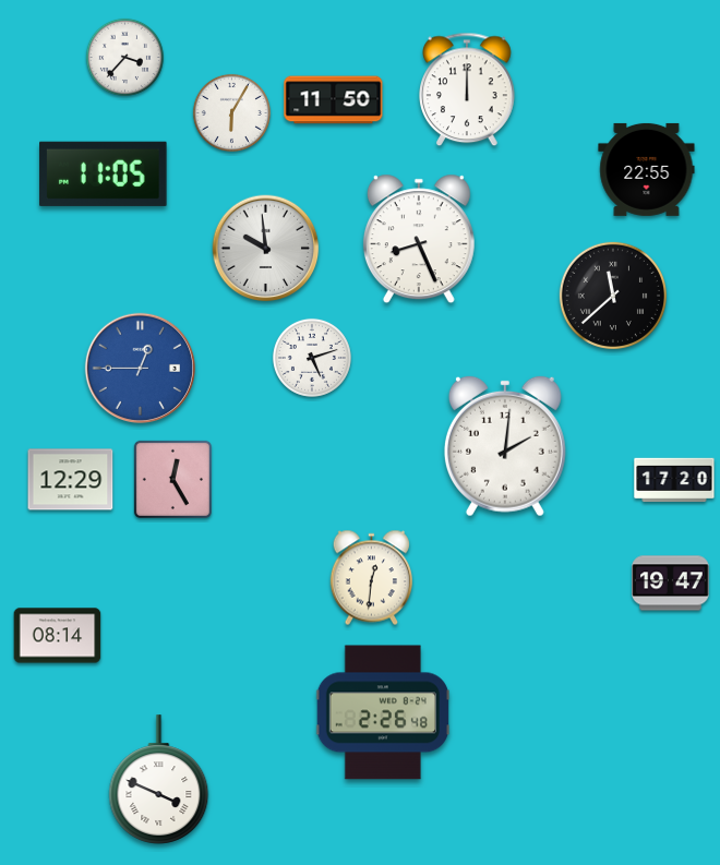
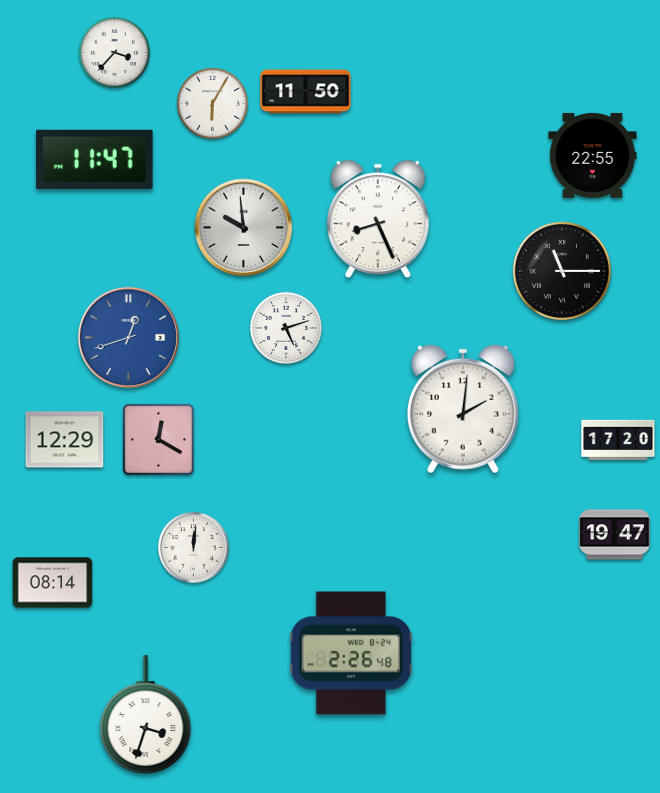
clock at (468, 89): 12:00 -> none
clock at (104, 173): 11:05 -> 11:47
clock at (419, 239) position: (419, 239) -> (378, 219)
clock at (613, 296): 11:38 -> 11:15
clock at (140, 368): 12:45 -> 12:42
clock at (172, 479): 12:25 -> 12:20
clock at (371, 578): 12:31 -> none
clock at (194, 548): none -> 12:01
clock at (159, 780): 3:49 -> 3:33
